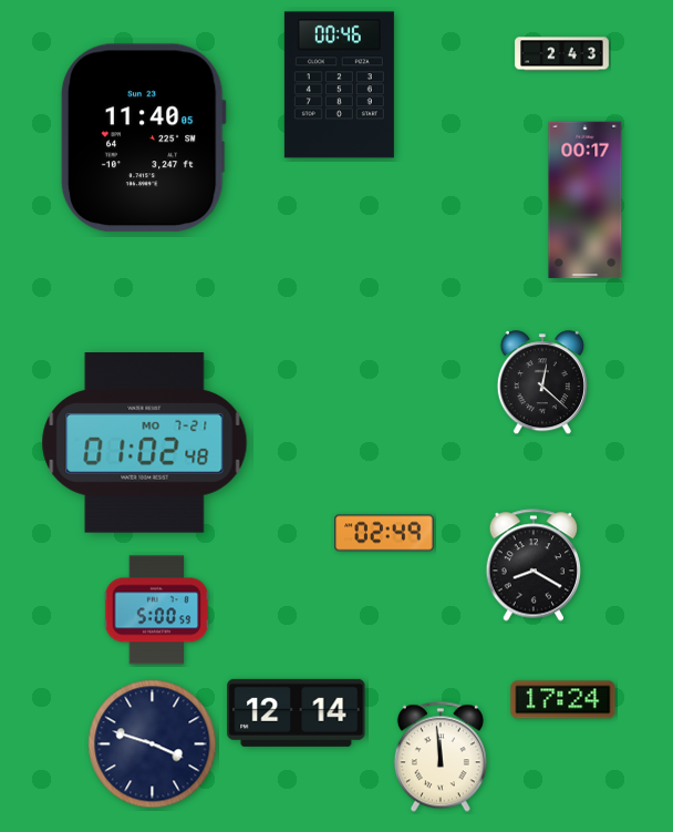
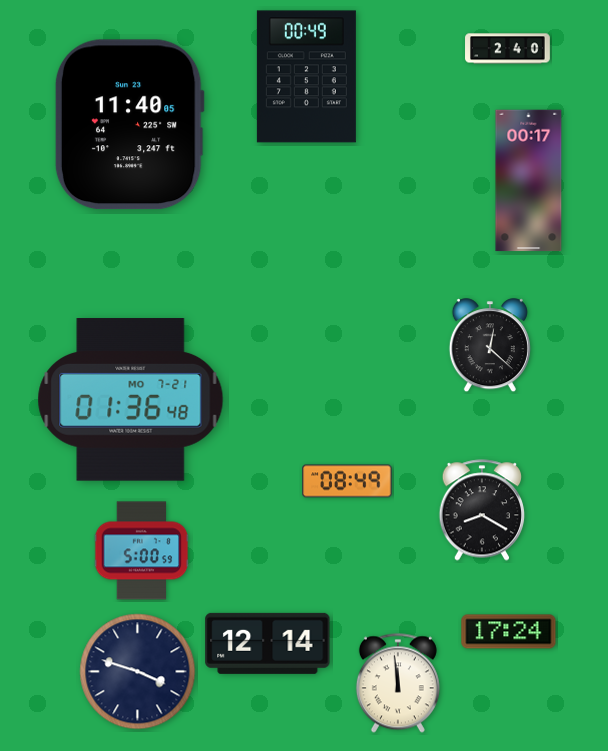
clock at (562, 54): 2:43 -> 2:40
clock at (339, 85): 00:46 -> 00:49
clock at (145, 443): 01:02 -> 01:36
clock at (384, 533): 02:49 -> 08:49
